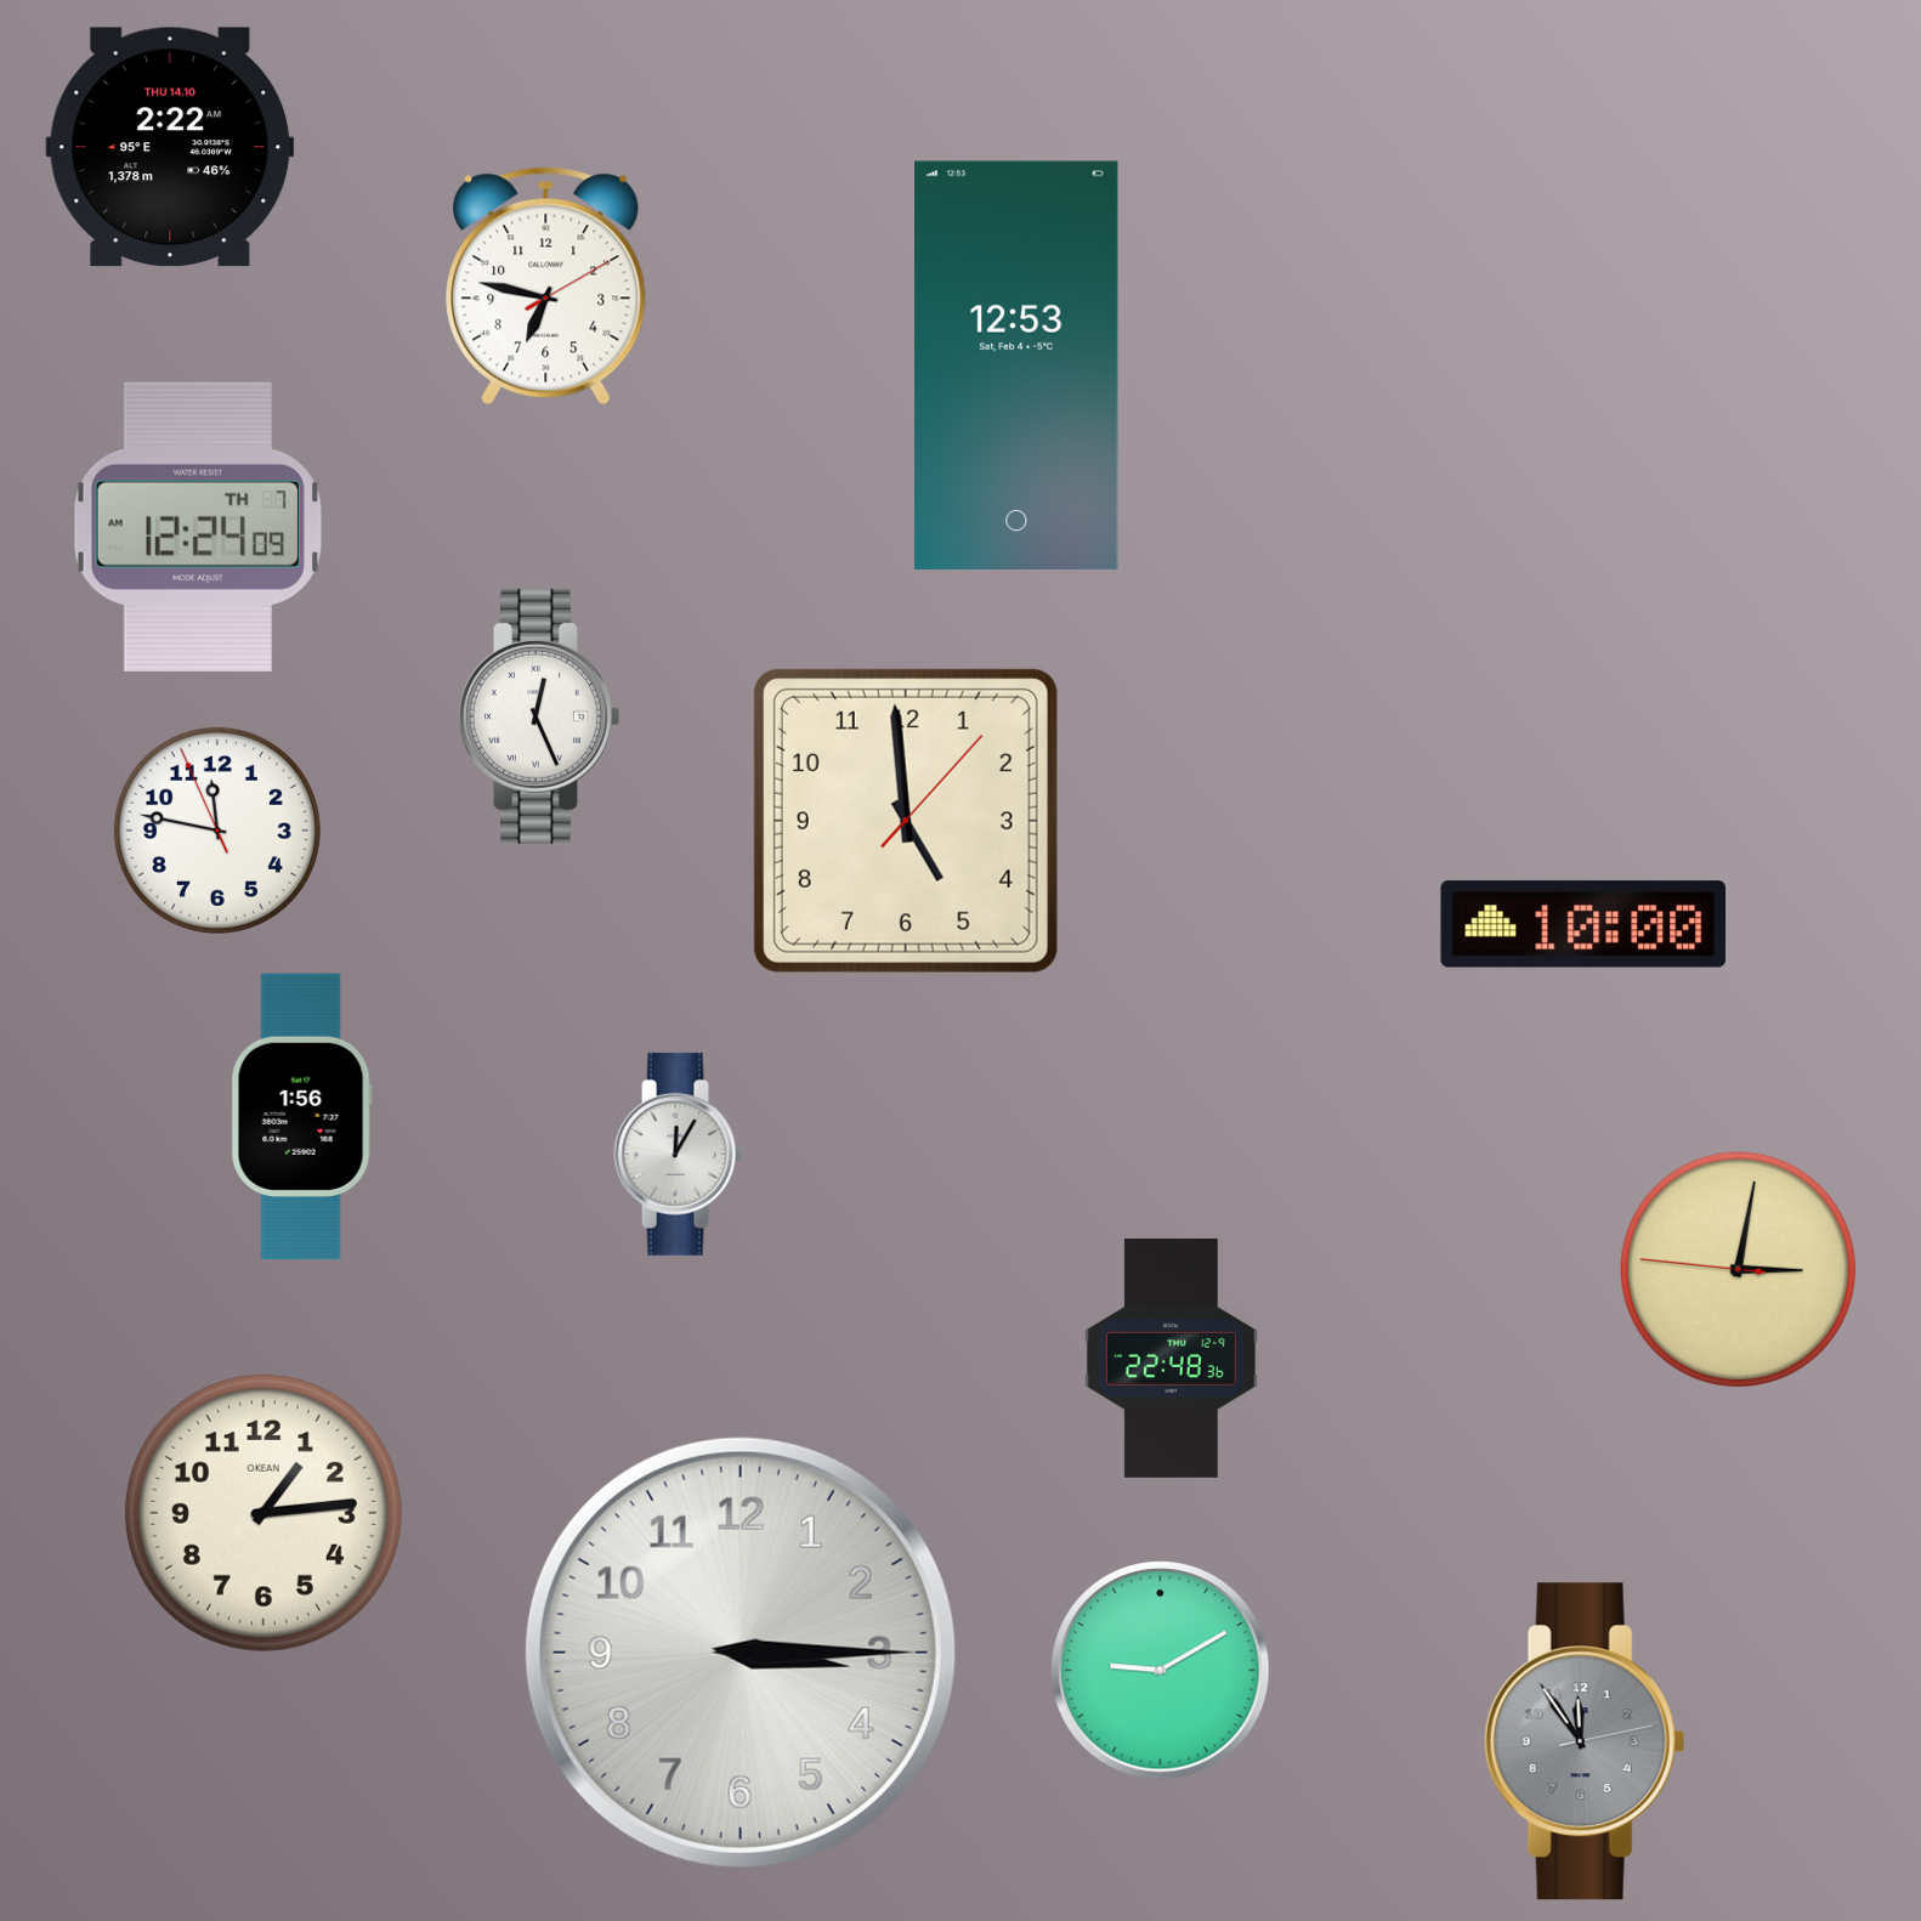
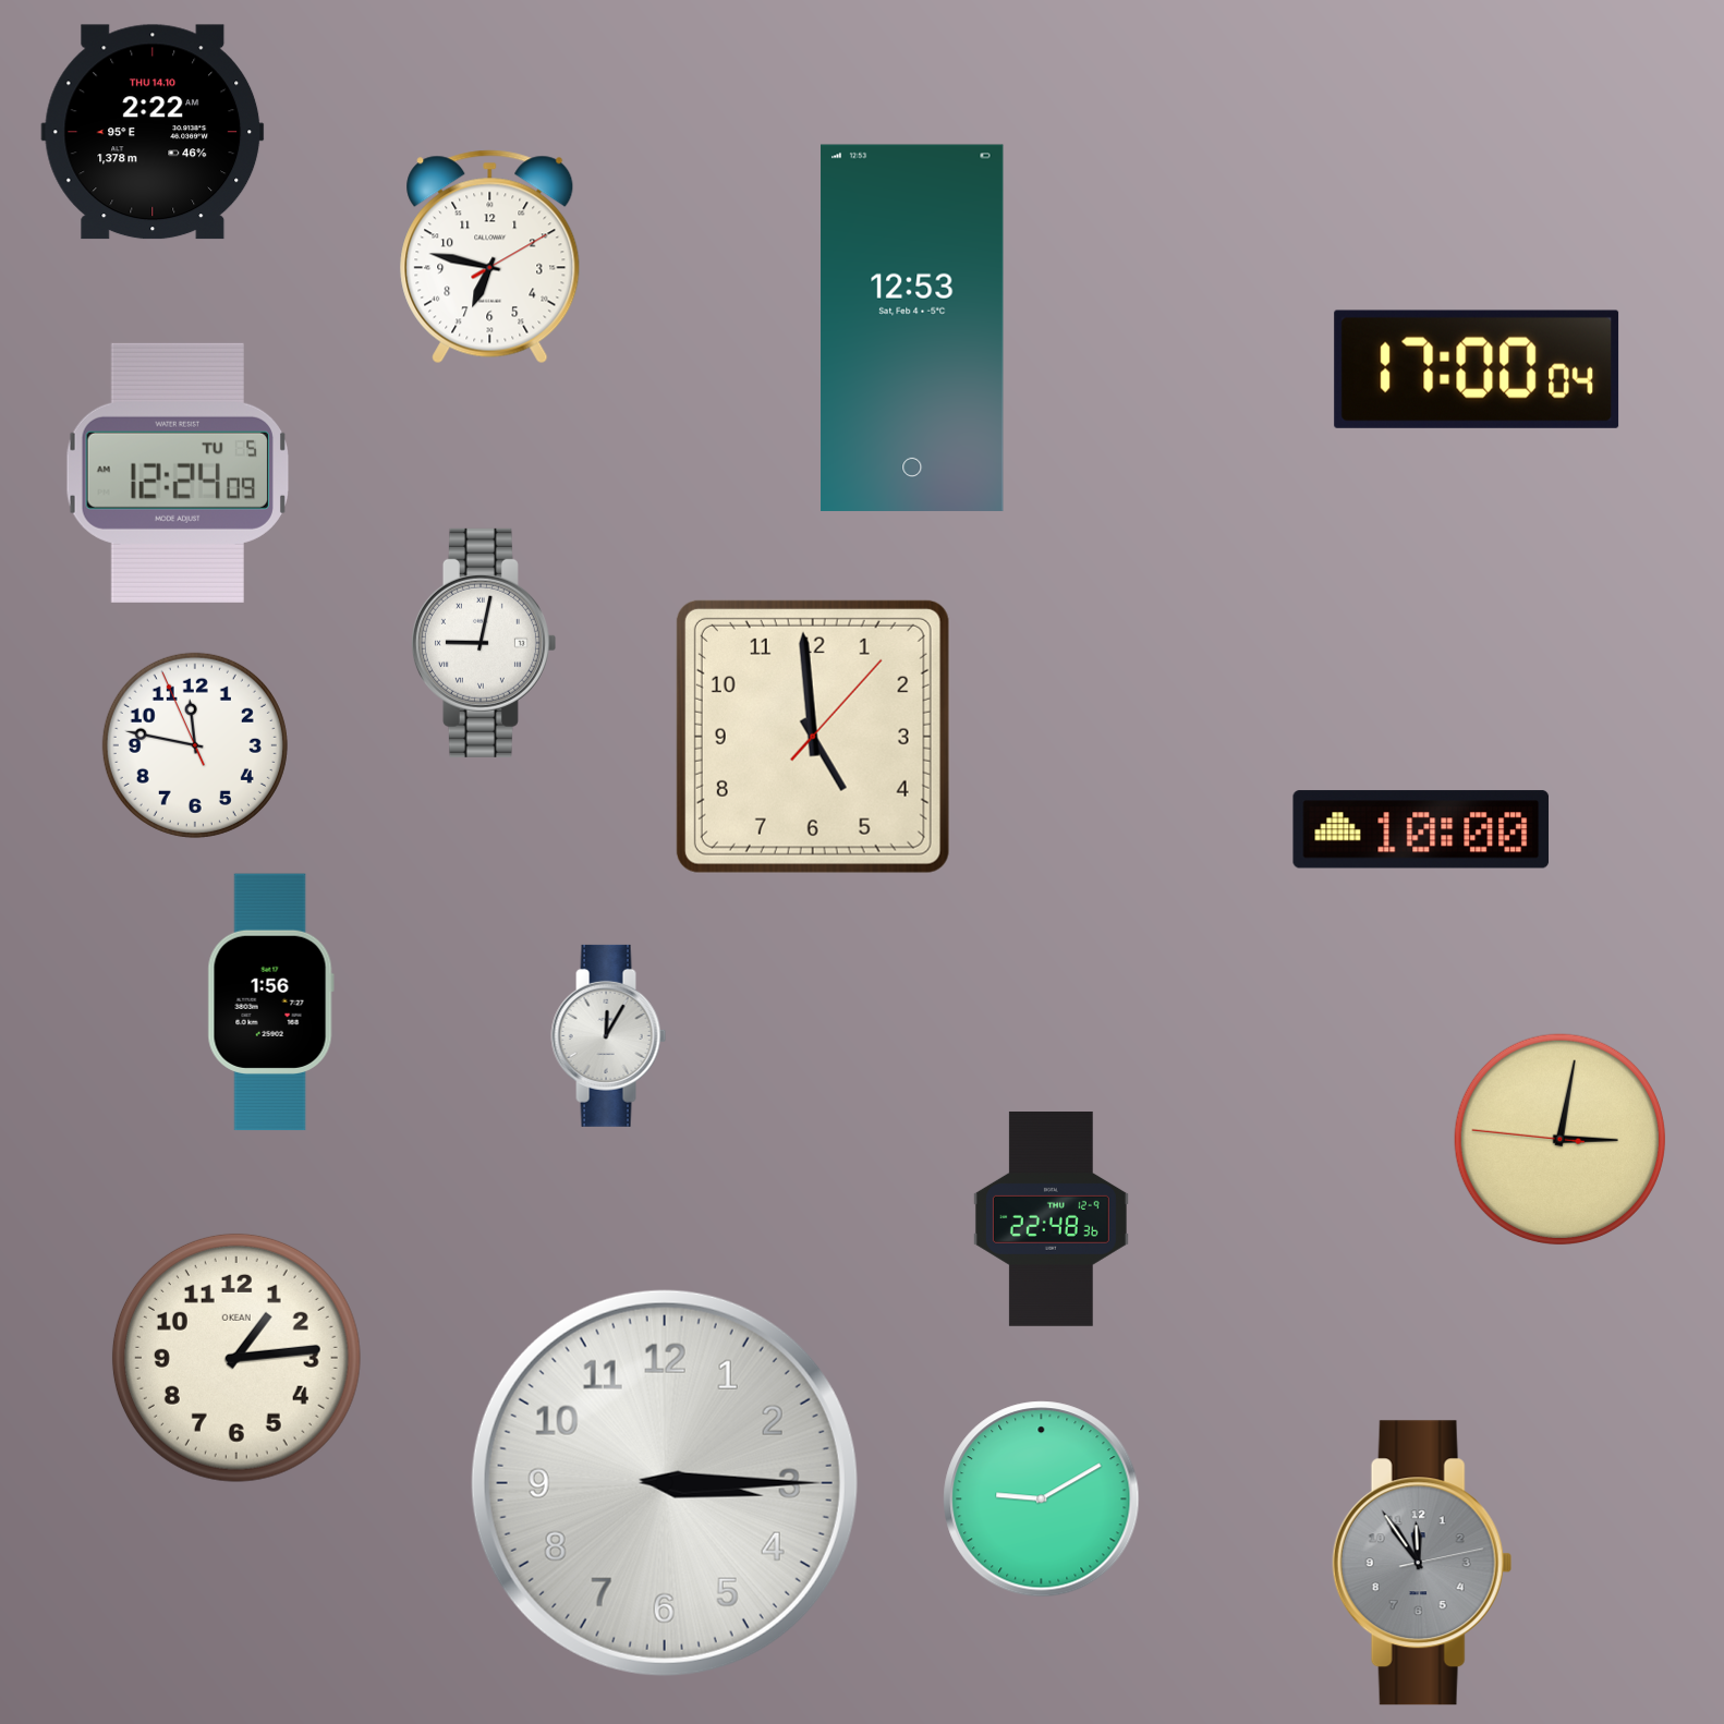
clock at (1477, 369): none -> 17:00
clock at (198, 527) date: TH 7 -> TU 5
clock at (538, 716): 12:26 -> 9:02
